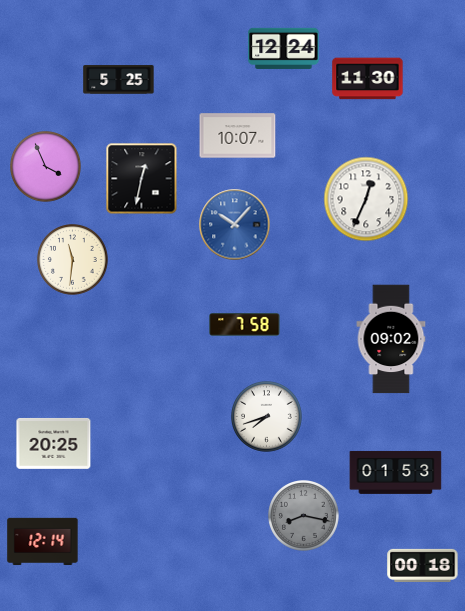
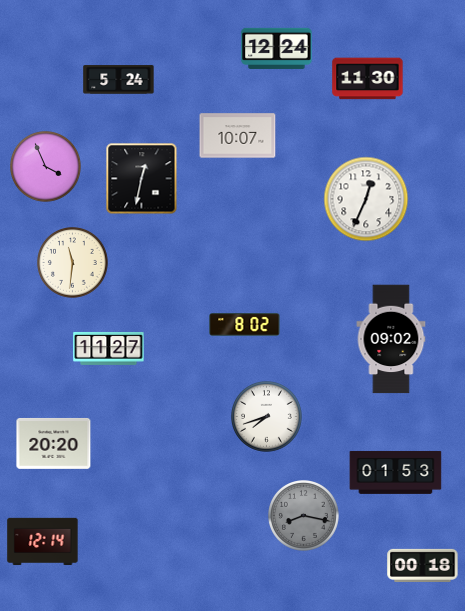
clock at (284, 48) position: (284, 48) -> (277, 48)
clock at (119, 80): 5:25 -> 5:24
clock at (235, 225): 10:07 -> none
clock at (73, 260) position: (73, 260) -> (73, 263)
clock at (245, 325): 7:58 -> 8:02
clock at (109, 348): none -> 11:27
clock at (54, 443): 20:25 -> 20:20
